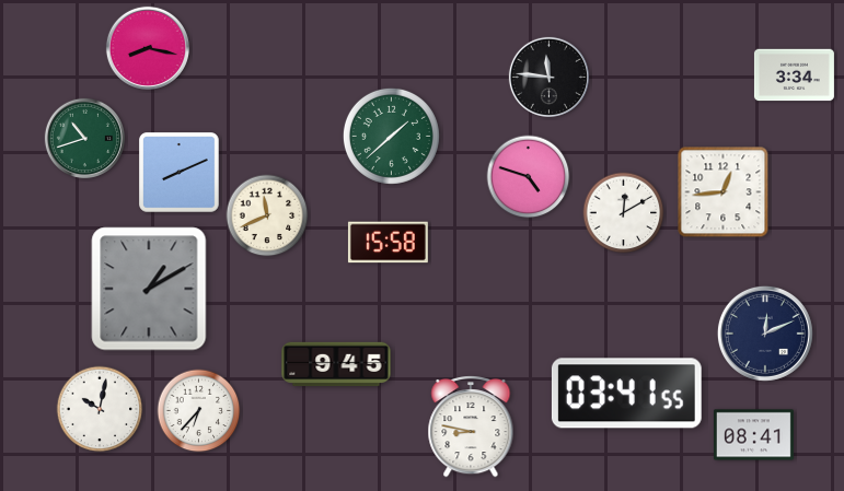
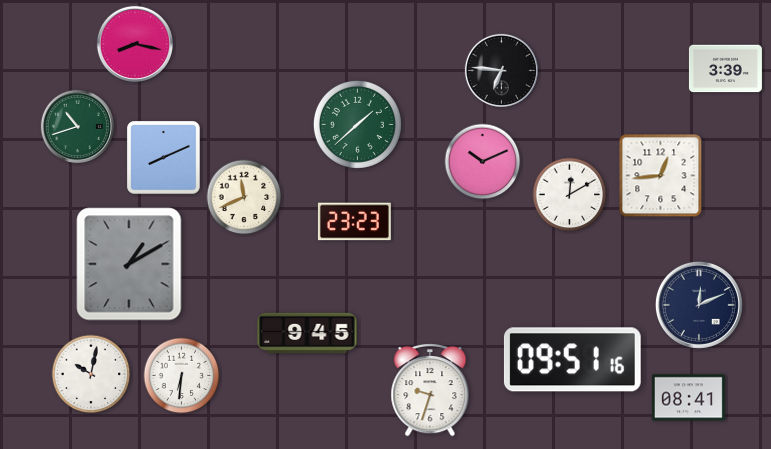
clock at (794, 75): 3:34 -> 3:39
clock at (548, 77): 11:46 -> 6:46
clock at (529, 177): 4:48 -> 10:11
clock at (388, 243): 15:58 -> 23:23
clock at (149, 289) position: (149, 289) -> (129, 264)
clock at (626, 394): 03:41 -> 09:51
clock at (199, 411): 6:37 -> 6:31
clock at (471, 426): 8:47 -> 9:33
